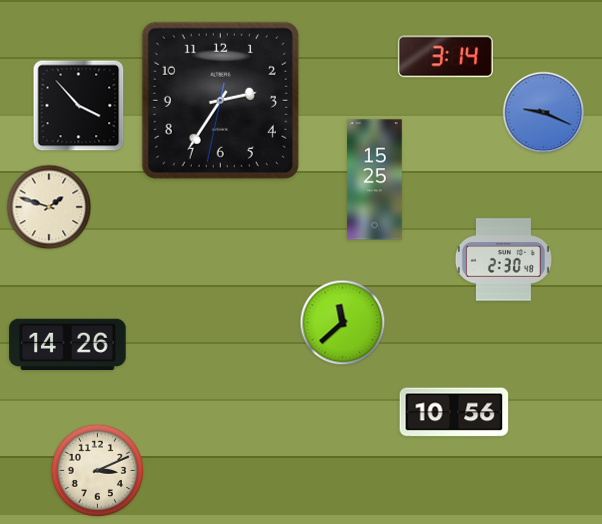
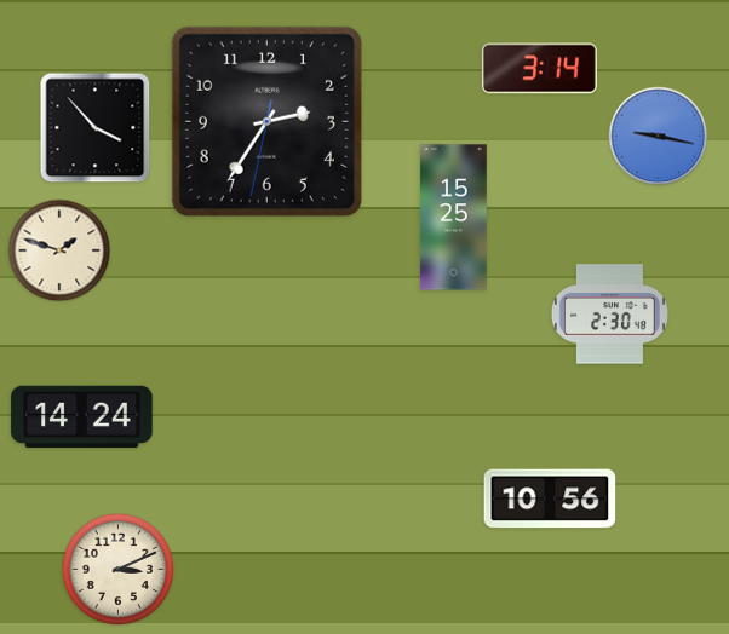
clock at (544, 113): 9:19 -> 9:17
clock at (343, 323): 11:38 -> none
clock at (68, 345): 14:26 -> 14:24
